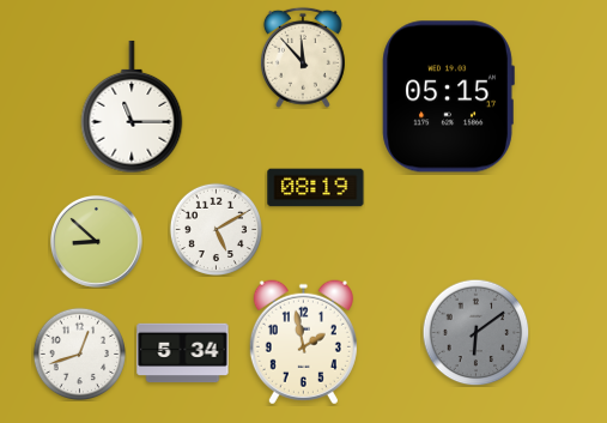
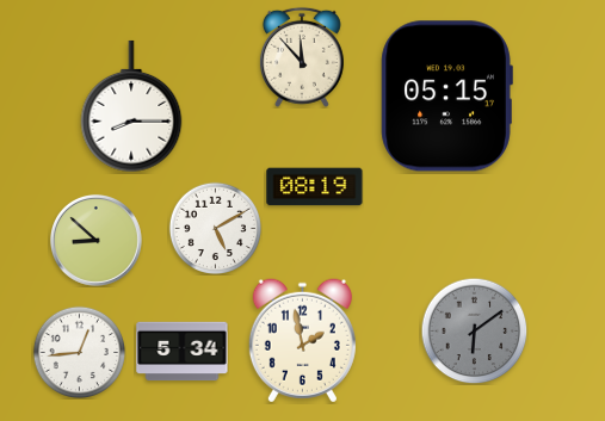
clock at (132, 107): 11:15 -> 8:15
clock at (79, 353): 12:42 -> 12:44
